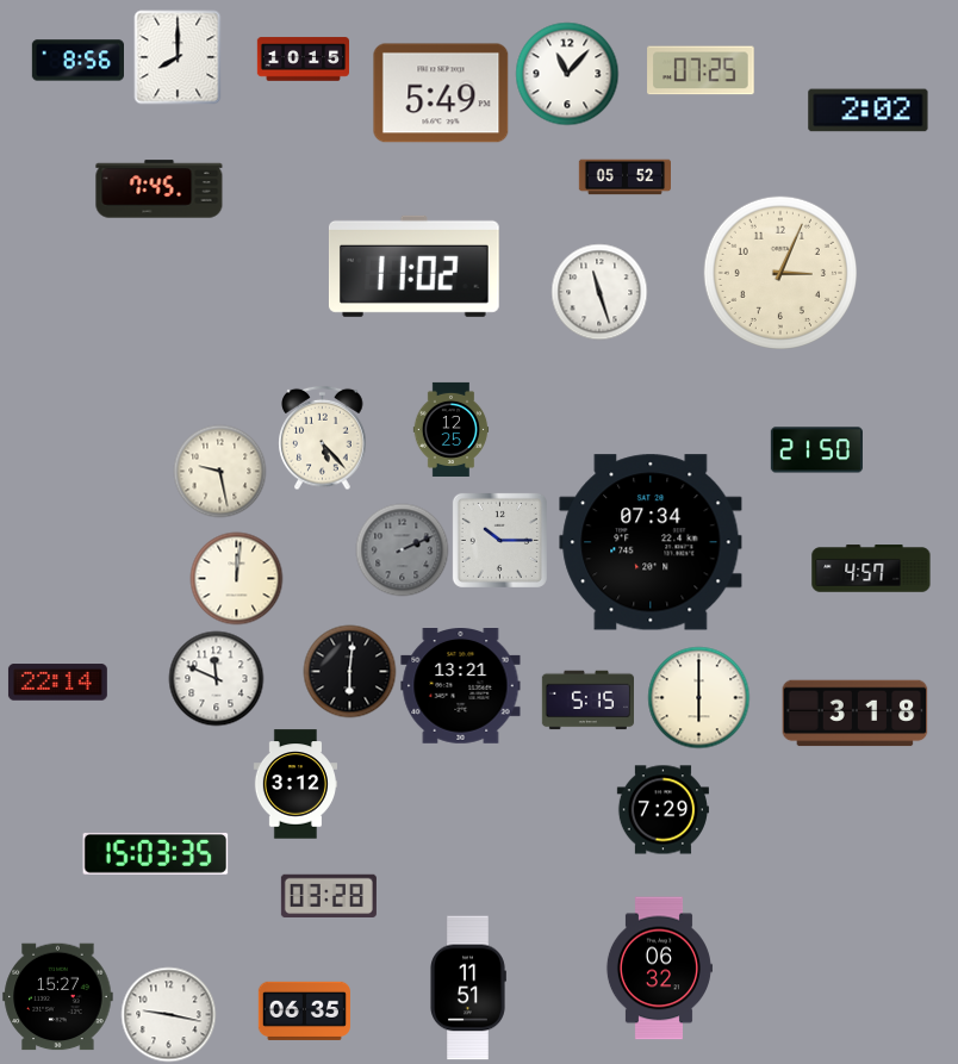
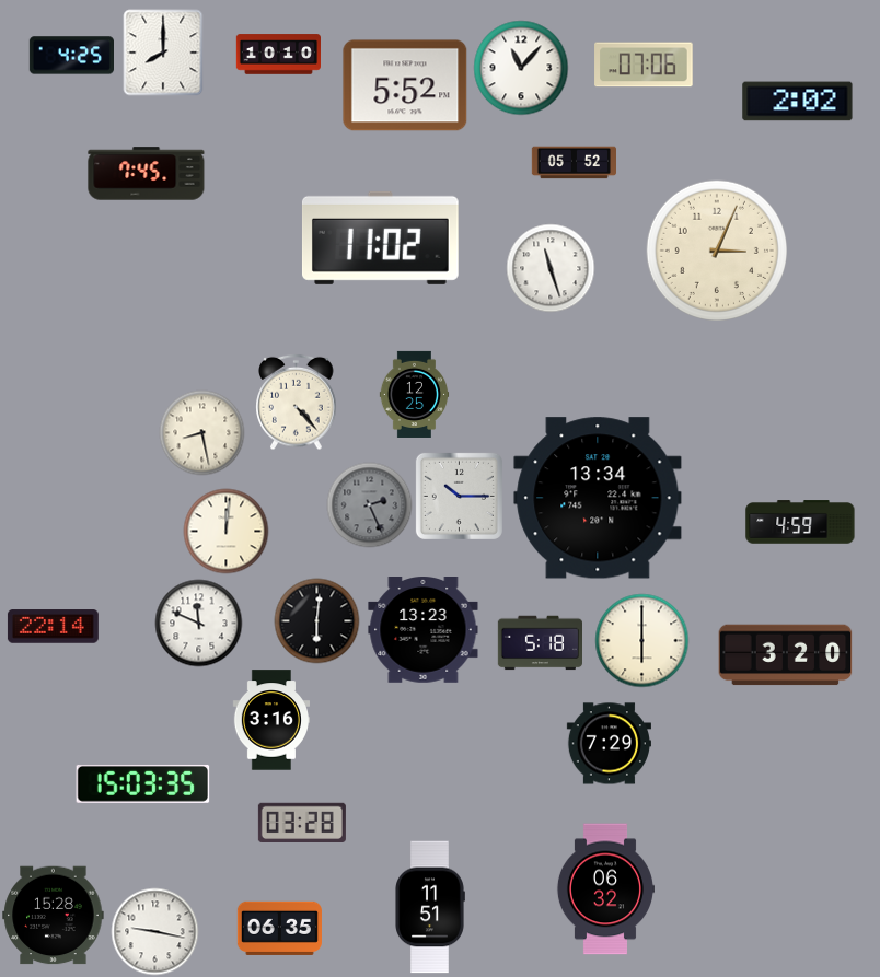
clock at (303, 60): 10:15 -> 10:10
clock at (77, 61): 8:56 -> 4:25
clock at (701, 70): 07:25 -> 07:06
clock at (441, 93): 5:49 -> 5:52
clock at (415, 266) position: (415, 266) -> (381, 237)
clock at (323, 437): 5:23 -> 4:23
clock at (816, 450): 21:50 -> none
clock at (219, 471): 9:28 -> 8:28
clock at (651, 542): 07:34 -> 13:34
clock at (402, 549): 2:11 -> 2:26
clock at (871, 568): 4:57 -> 4:59
clock at (236, 578) position: (236, 578) -> (225, 531)
clock at (349, 671) position: (349, 671) -> (316, 620)
clock at (461, 686): 13:21 -> 13:23
clock at (587, 701): 5:15 -> 5:18
clock at (856, 714): 3:18 -> 3:20
clock at (294, 784): 3:12 -> 3:16
clock at (58, 997): 15:27 -> 15:28
